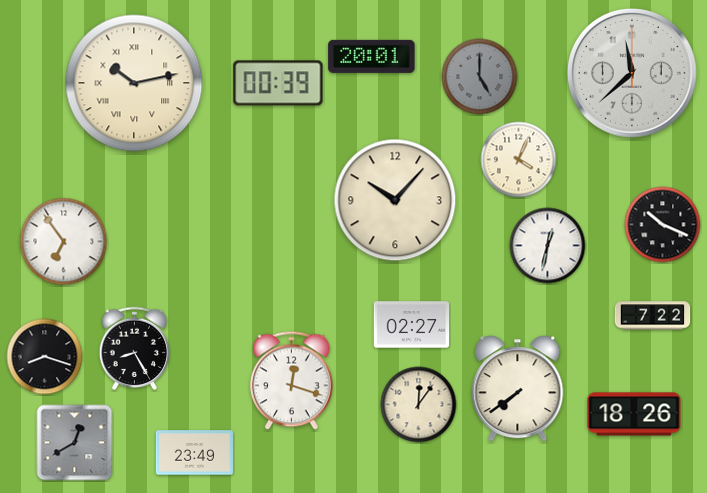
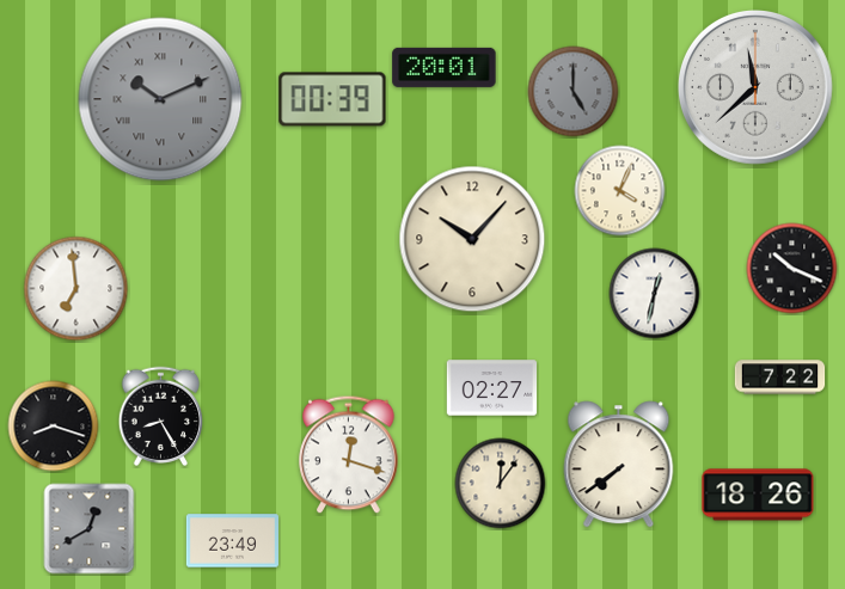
clock at (134, 83): 10:13 -> 10:11
clock at (134, 83) dial: cream -> grey
clock at (64, 242): 6:54 -> 6:59
